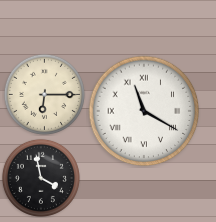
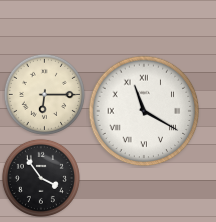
clock at (41, 178): 3:58 -> 3:54
